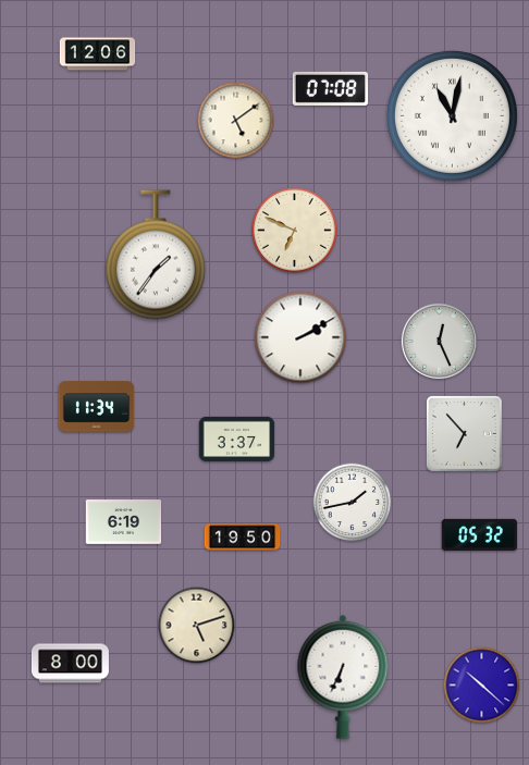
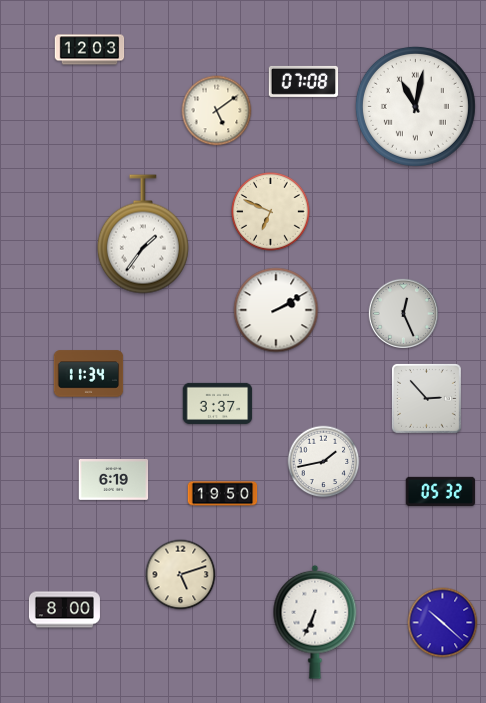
clock at (98, 54): 12:06 -> 12:03
clock at (465, 434): 6:53 -> 2:53
clock at (482, 686) position: (482, 686) -> (443, 623)
